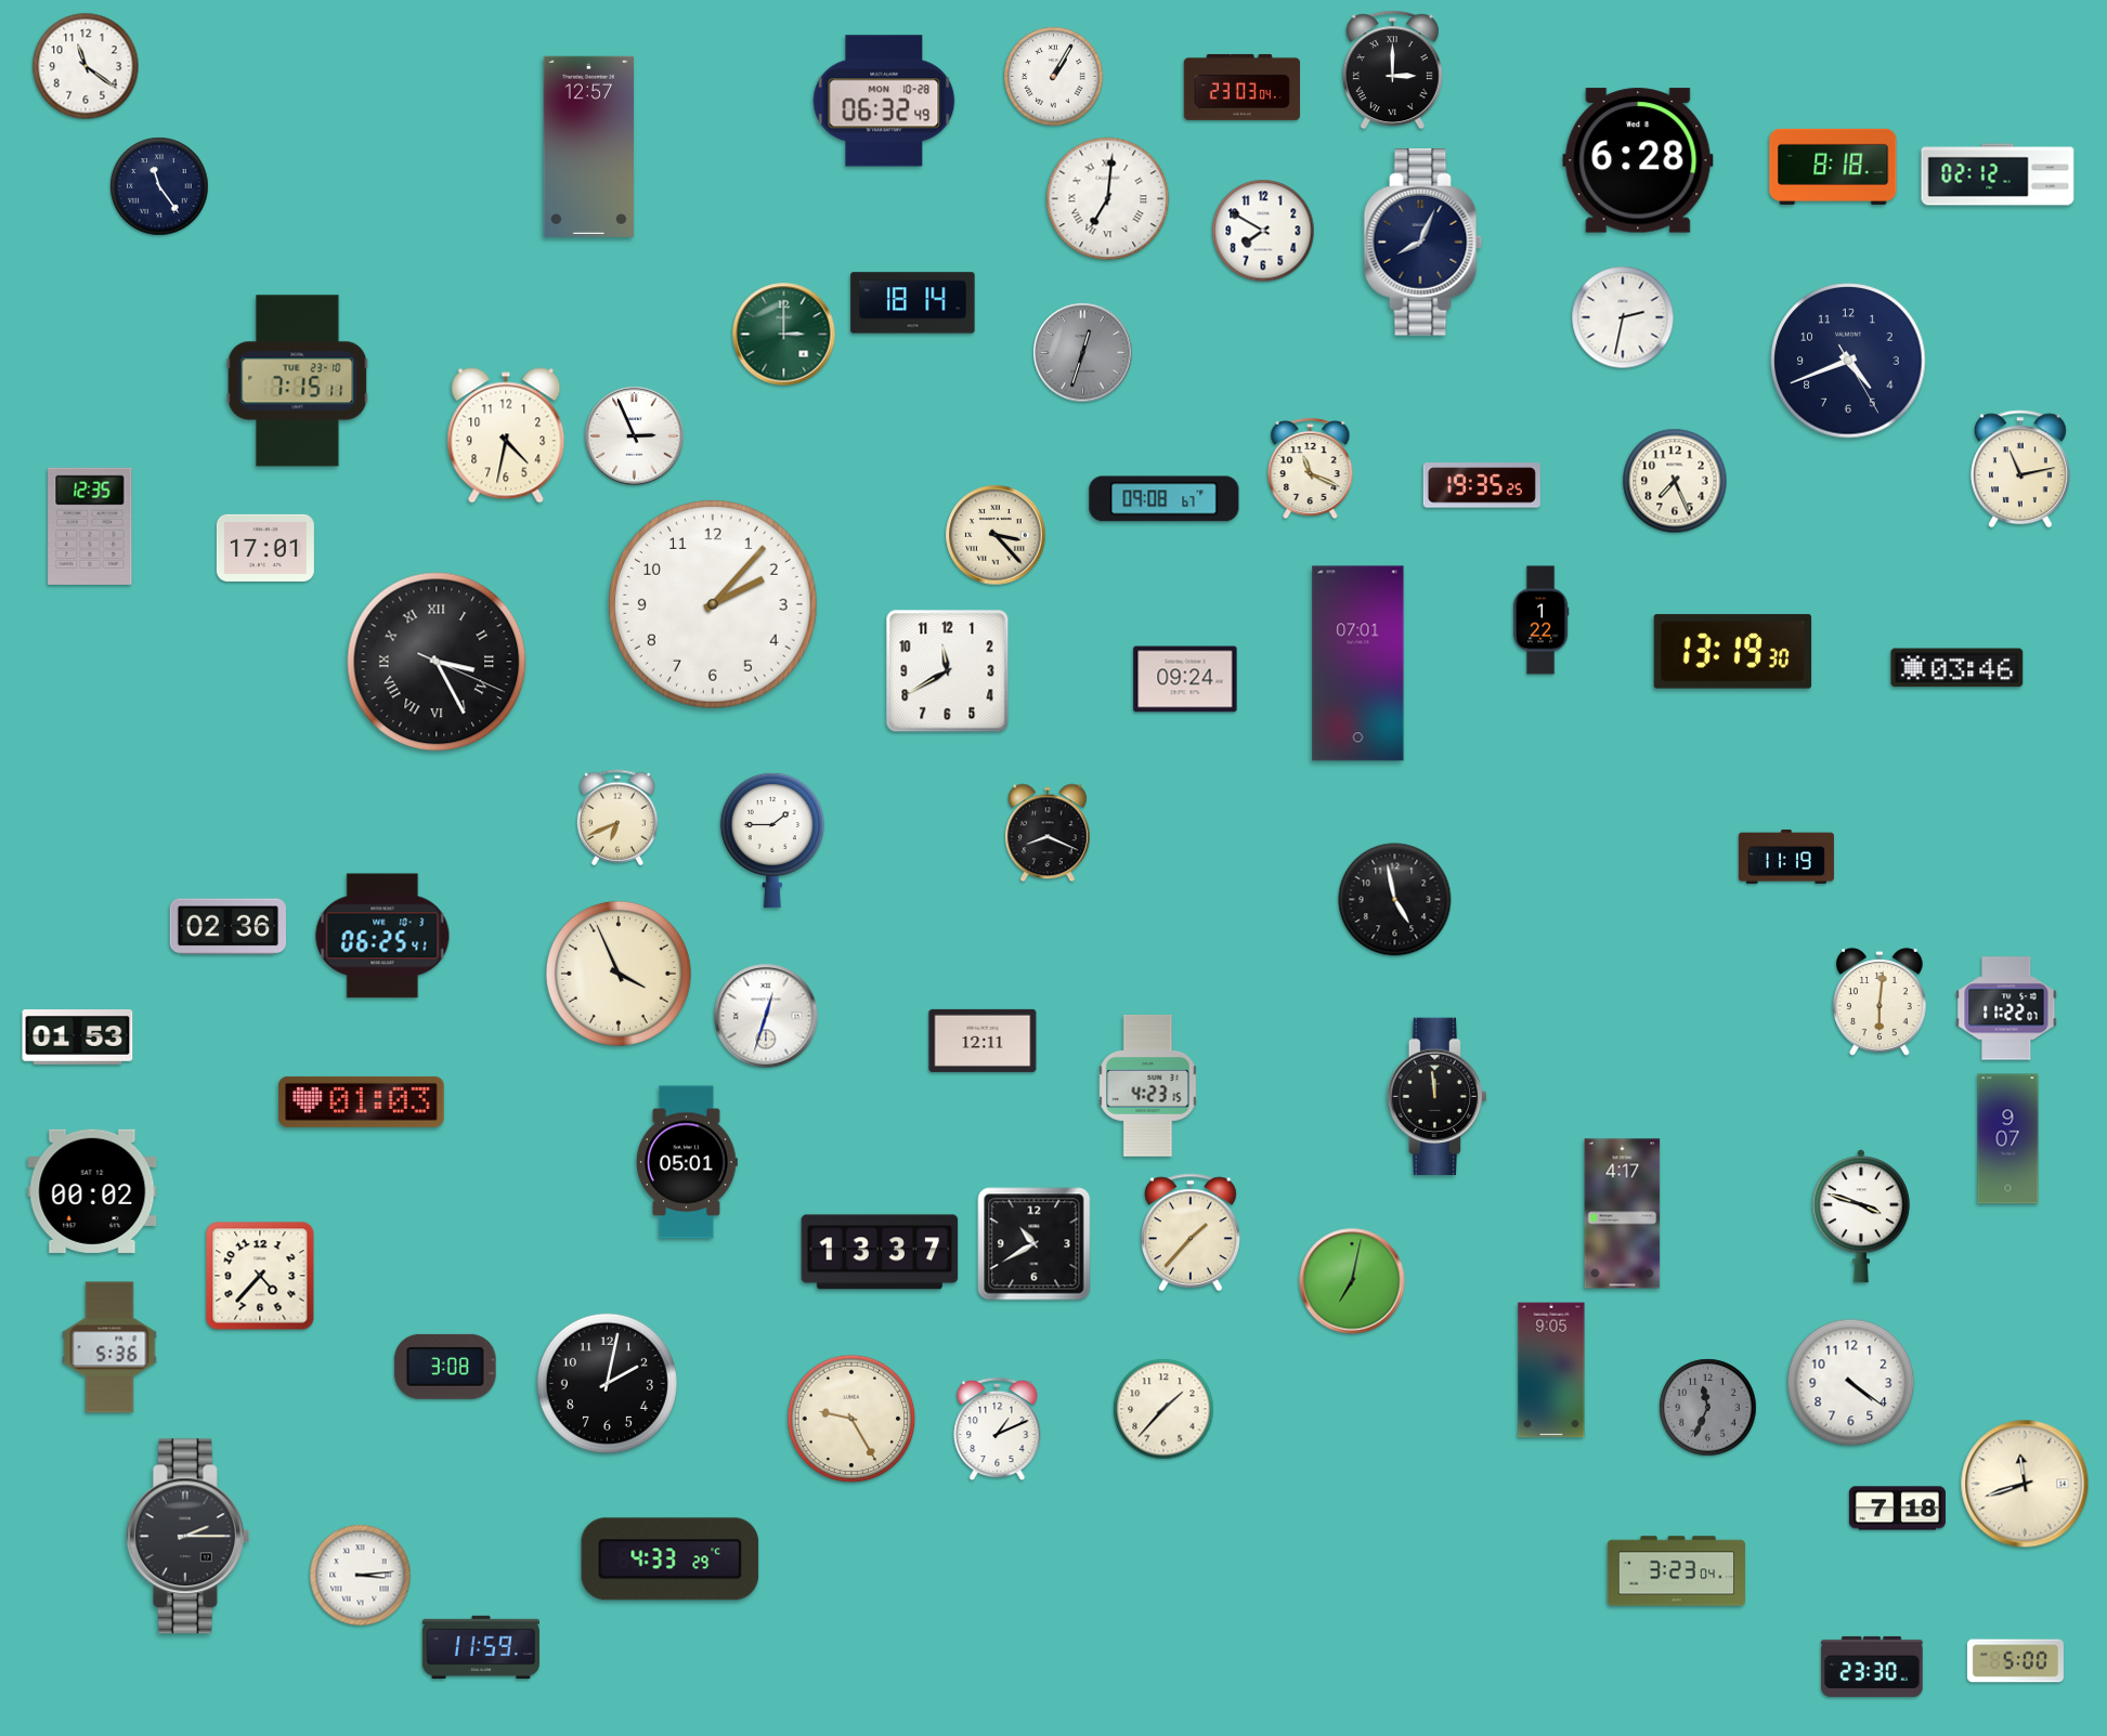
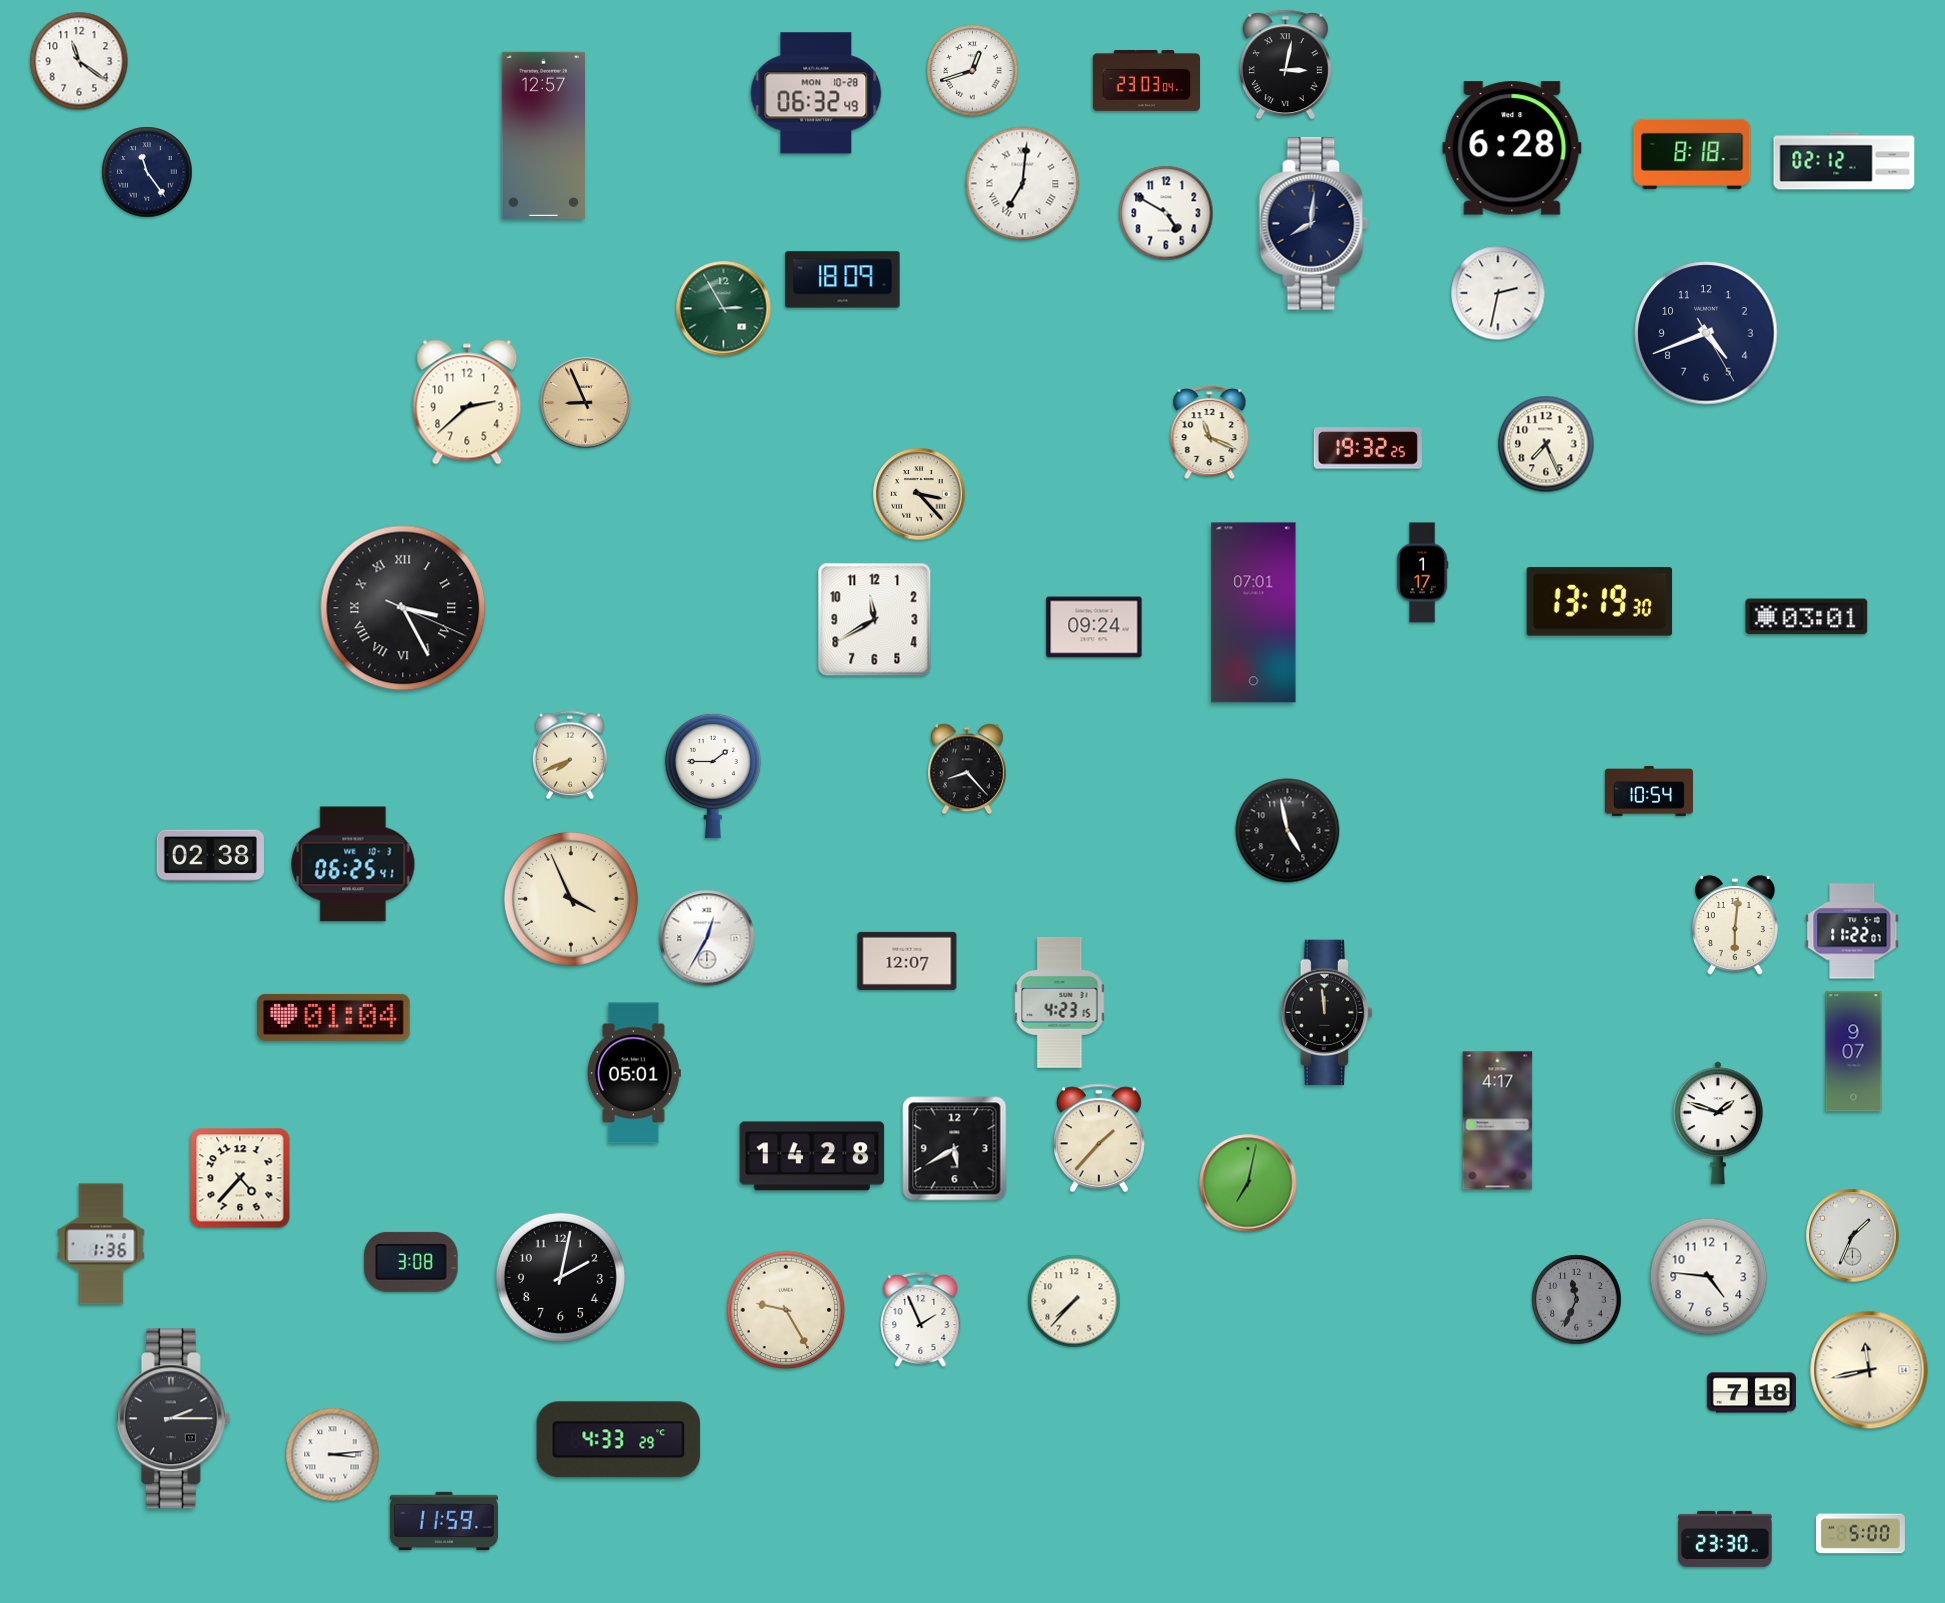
clock at (1392, 70): 3:00 -> 3:02
clock at (1054, 77): 1:05 -> 12:42
clock at (1263, 231): 7:50 -> 4:50
clock at (1423, 243): 8:04 -> 8:01
clock at (913, 303): 18:14 -> 18:09
clock at (784, 335): 3:00 -> 2:55
clock at (1083, 353): 12:33 -> none
clock at (298, 381): 7:15 -> none
clock at (506, 435): 4:32 -> 2:38
clock at (635, 436): 2:56 -> 8:56
clock at (635, 436) dial: white -> champagne
clock at (2020, 469): 11:13 -> none
clock at (1482, 485): 19:35 -> 19:32
clock at (1165, 499): 09:08 -> none
clock at (90, 526): 12:35 -> none
clock at (265, 548): 17:01 -> none
clock at (713, 604): 2:07 -> none
clock at (1540, 621): 1:22 -> 1:17
clock at (437, 662) position: (437, 662) -> (403, 608)
clock at (1958, 668): 03:46 -> 03:01
clock at (617, 818): 6:41 -> 7:41
clock at (1048, 833): 8:19 -> 8:23
clock at (1785, 857): 11:19 -> 10:54
clock at (227, 927): 02:36 -> 02:38
clock at (766, 1016): 12:33 -> 12:35
clock at (78, 1037): 01:53 -> none
clock at (983, 1041): 12:11 -> 12:07
clock at (362, 1101): 01:03 -> 01:04
clock at (92, 1191): 00:02 -> none
clock at (1861, 1216): 3:48 -> 1:48
clock at (1035, 1244): 10:40 -> 5:40
clock at (880, 1252): 13:37 -> 14:28
clock at (1853, 1236): none -> 1:34
clock at (109, 1347): 5:36 -> 1:36
clock at (1551, 1370): 9:05 -> none
clock at (1851, 1383): 4:21 -> 4:46
clock at (1163, 1409): 1:37 -> 7:37
clock at (998, 1430): 1:11 -> 1:56
clock at (2025, 1484): 11:42 -> 11:43
clock at (1676, 1571): 3:23 -> none
clock at (1872, 1667) position: (1872, 1667) -> (1725, 1539)
